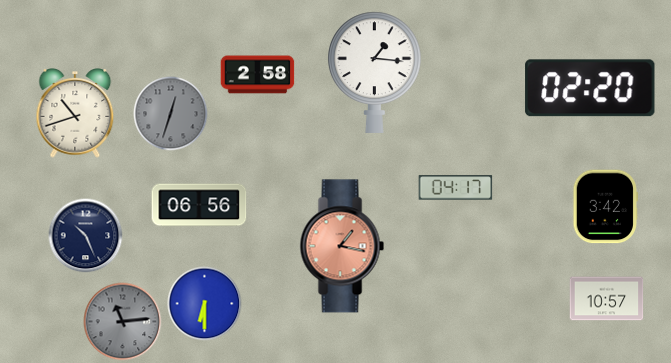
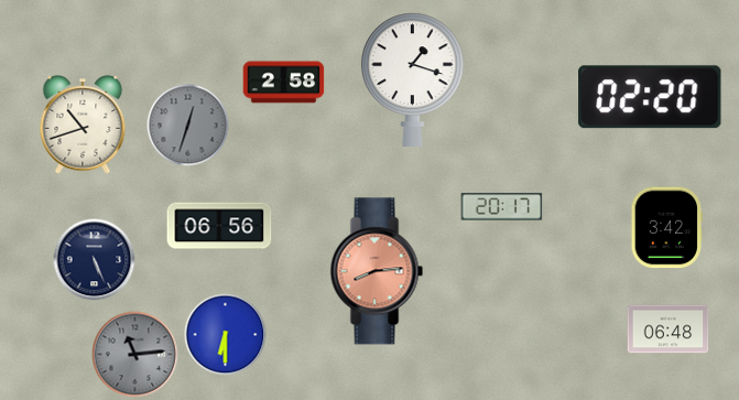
clock at (375, 72): 1:16 -> 1:18
clock at (456, 188): 04:17 -> 20:17
clock at (86, 236): 10:26 -> 5:26
clock at (342, 246): 1:17 -> 8:14
clock at (607, 299): 10:57 -> 06:48
